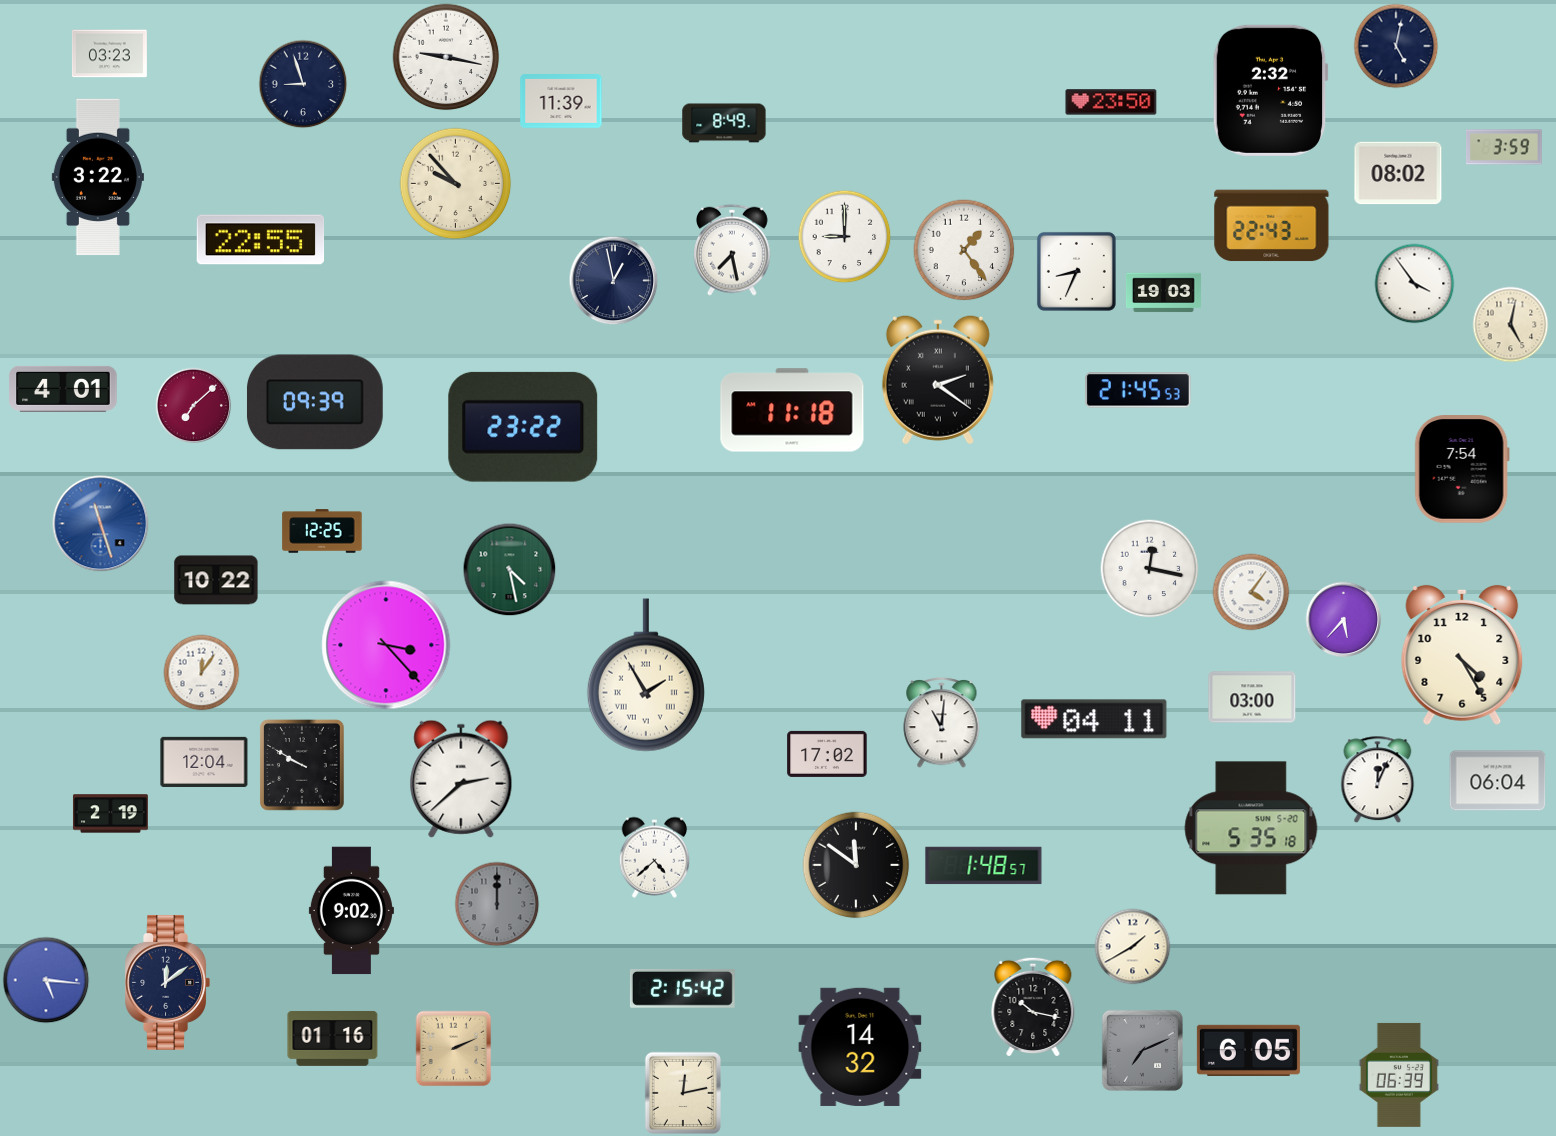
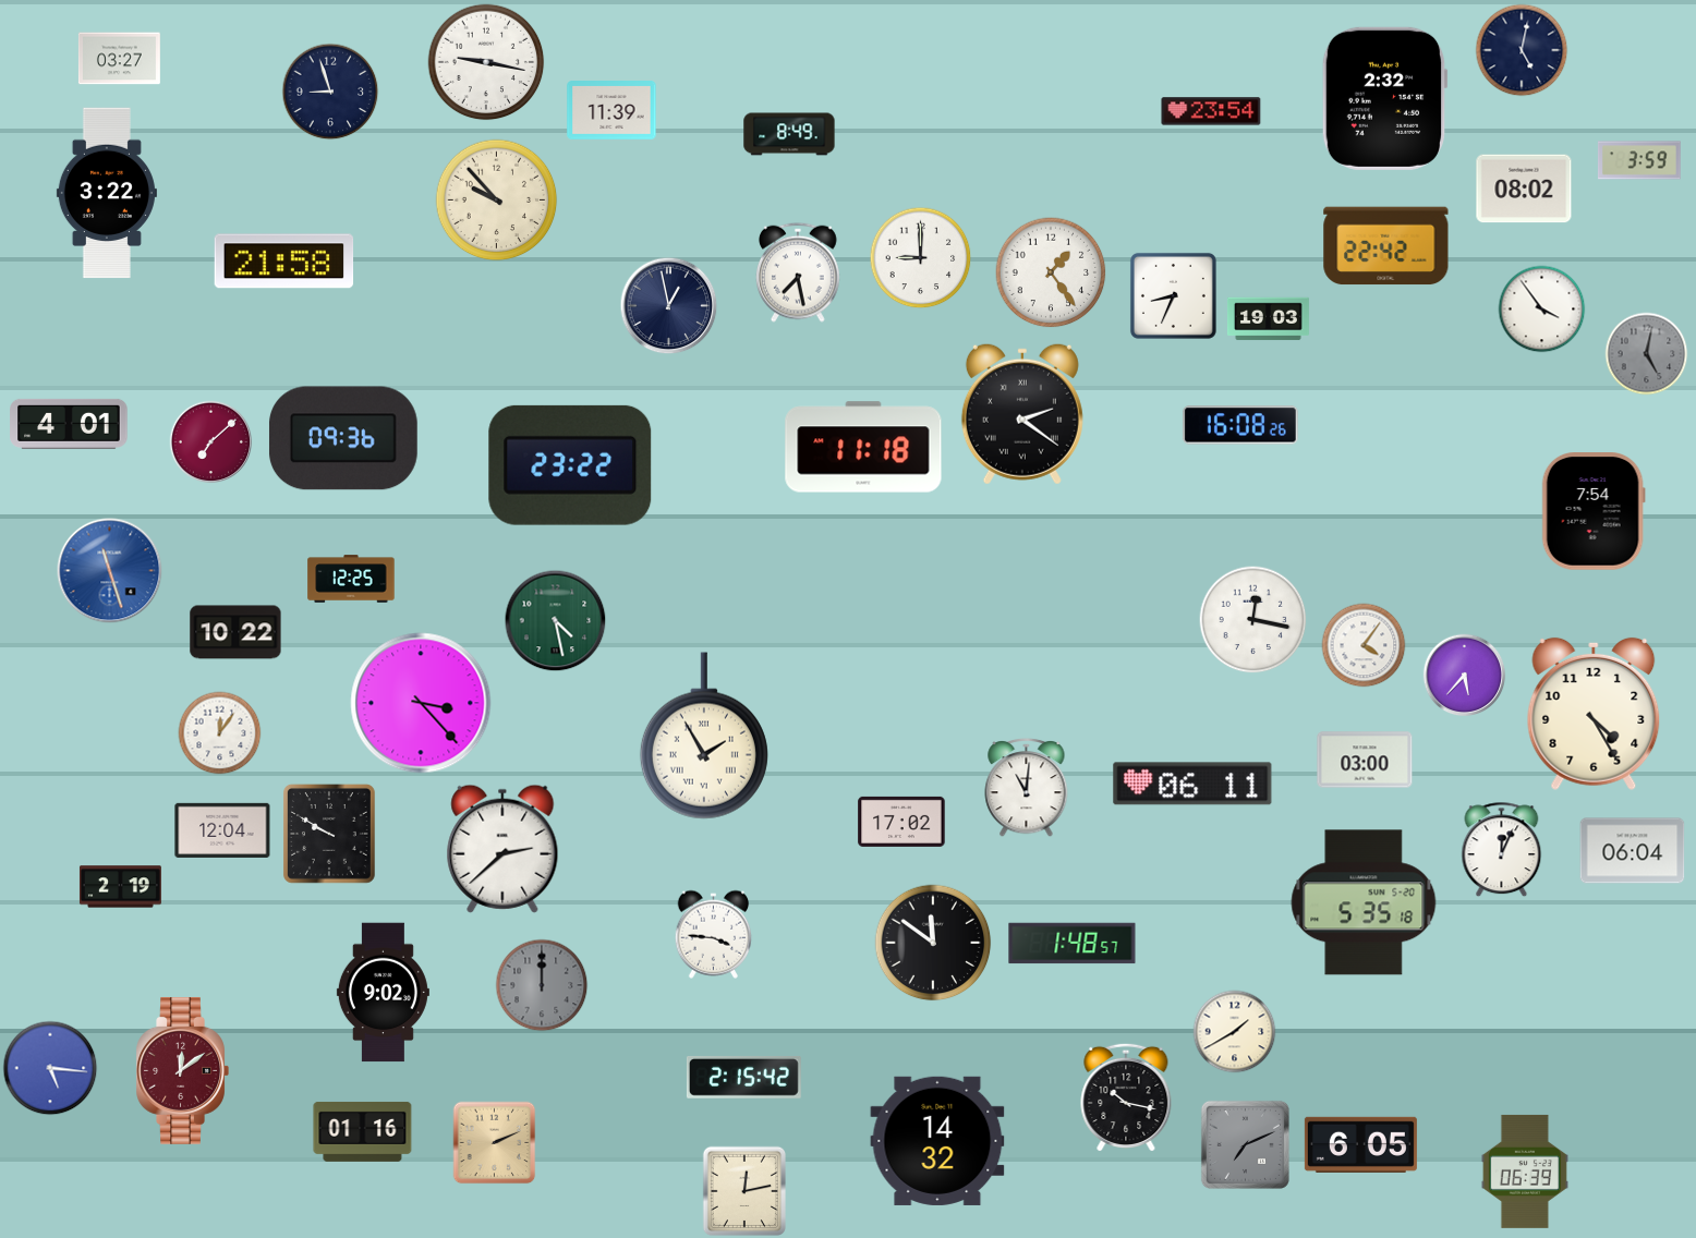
clock at (109, 54): 03:23 -> 03:27
clock at (1111, 102): 23:50 -> 23:54
clock at (1272, 226): 22:43 -> 22:42
clock at (261, 240): 22:55 -> 21:58
clock at (1511, 325) dial: cream -> grey
clock at (1138, 390): 21:45 -> 16:08
clock at (315, 402): 09:39 -> 09:36
clock at (1094, 719): 04:11 -> 06:11
clock at (655, 857): 4:38 -> 3:46
clock at (167, 982) dial: navy -> burgundy
